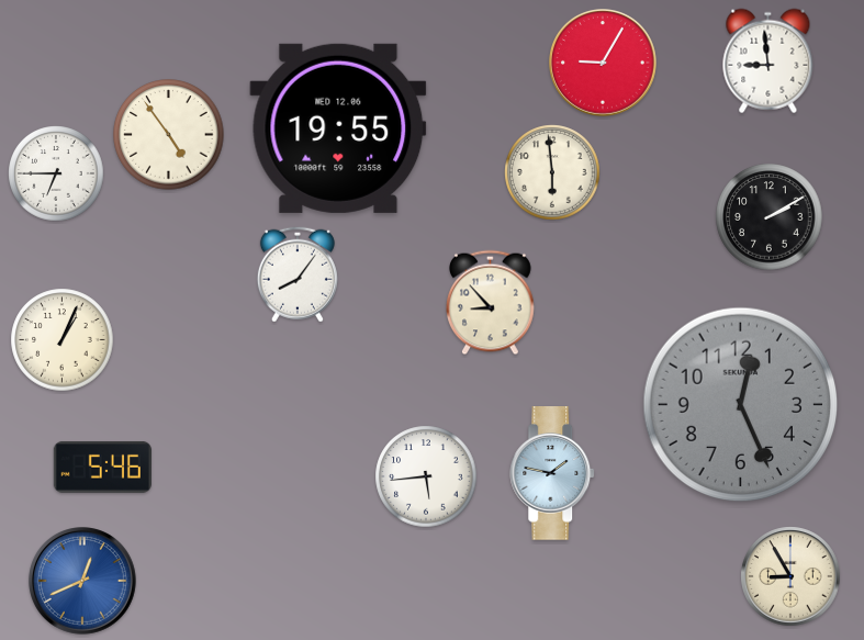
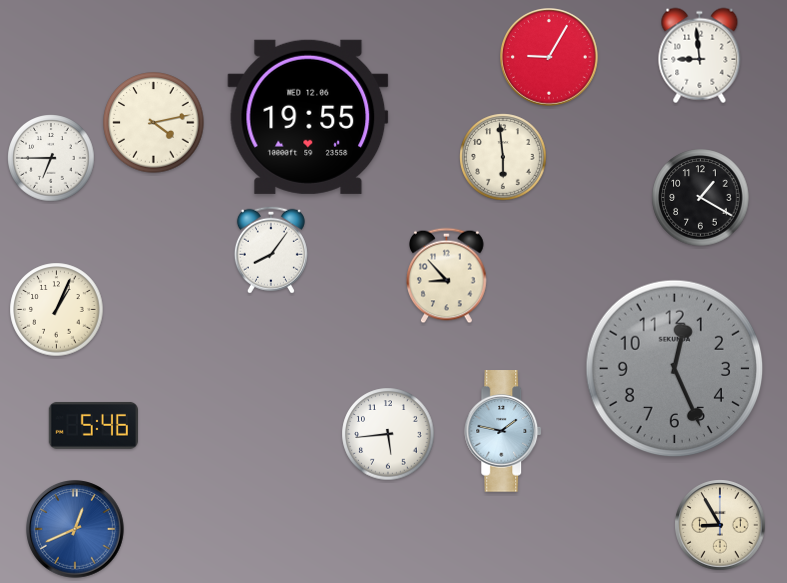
clock at (169, 135): 4:54 -> 4:13
clock at (770, 217): 2:10 -> 1:20
